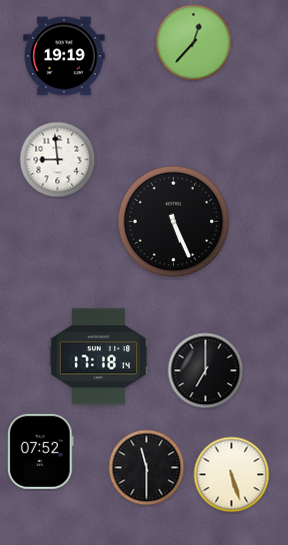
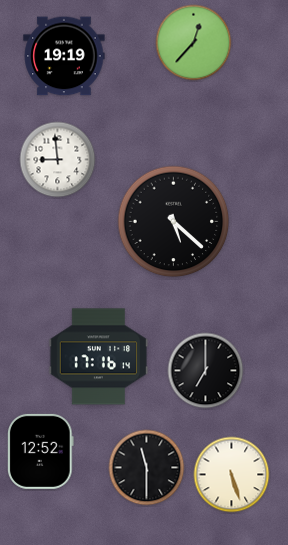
clock at (174, 222): 5:26 -> 5:22
clock at (99, 357): 17:18 -> 17:16
clock at (41, 451): 07:52 -> 12:52
